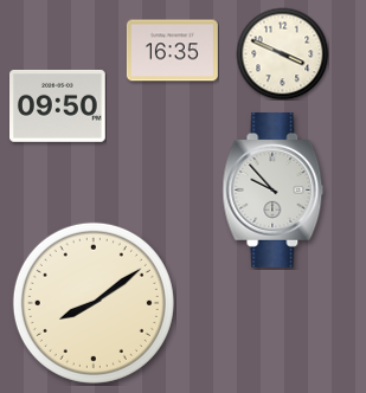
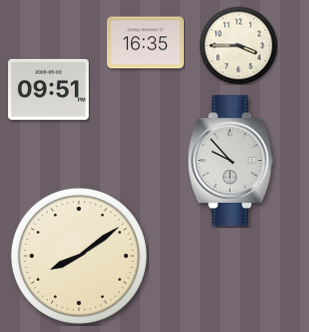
clock at (282, 53): 3:49 -> 3:45
clock at (58, 105): 09:50 -> 09:51
